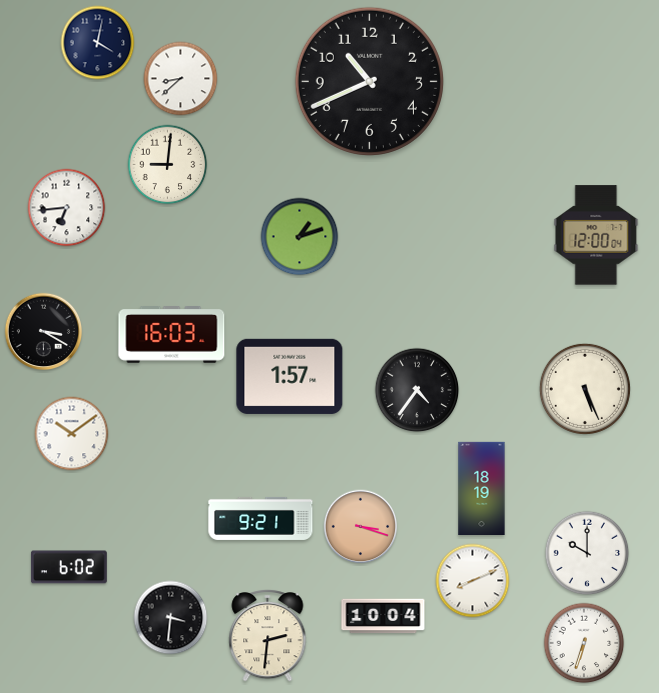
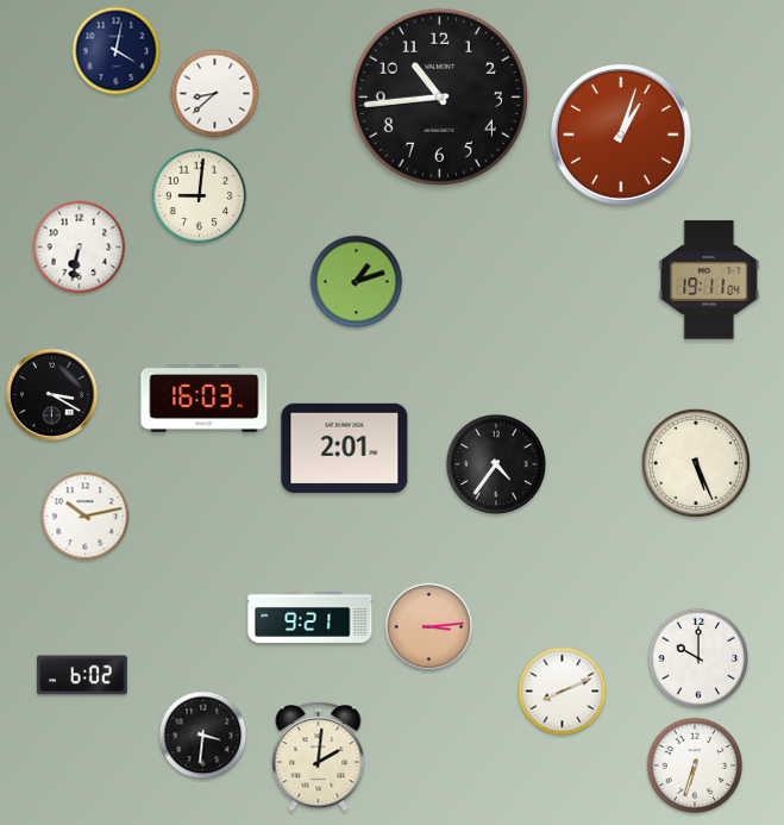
clock at (369, 81): 10:41 -> 10:44
clock at (621, 135): none -> 1:03
clock at (67, 208): 6:44 -> 6:32
clock at (596, 235): 12:00 -> 19:11
clock at (290, 376): 1:57 -> 2:01
clock at (72, 434): 10:09 -> 10:13
clock at (482, 488): 18:19 -> none
clock at (361, 527): 3:18 -> 3:14
clock at (383, 616): 10:04 -> none
clock at (268, 635): 2:31 -> 2:01
